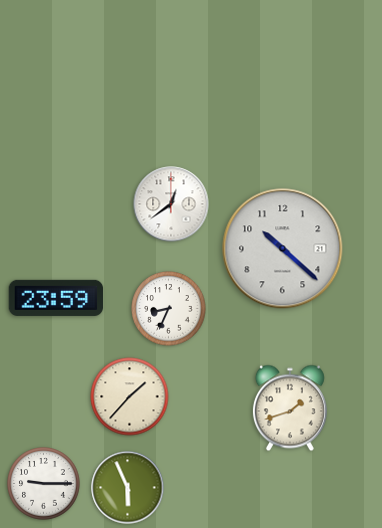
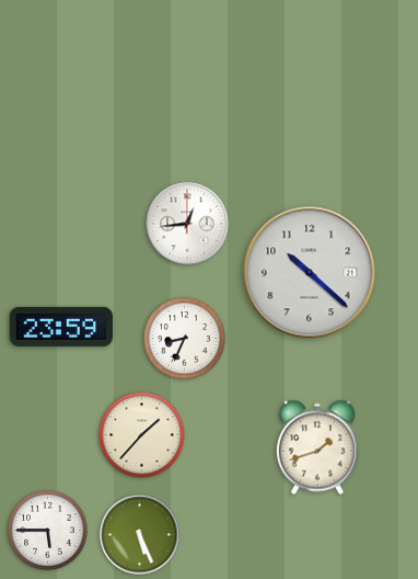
clock at (171, 204): 12:39 -> 12:44
clock at (44, 484): 9:15 -> 5:45
clock at (128, 488): 5:56 -> 5:26
